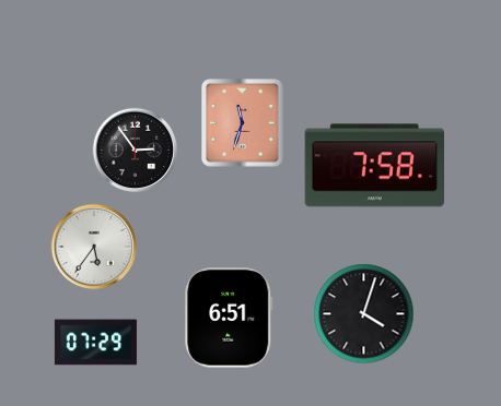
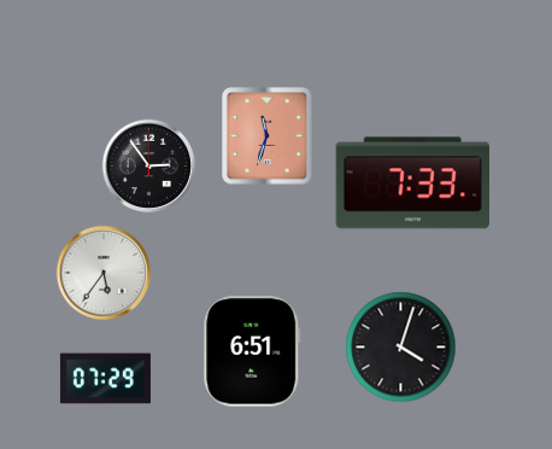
clock at (374, 166): 7:58 -> 7:33
